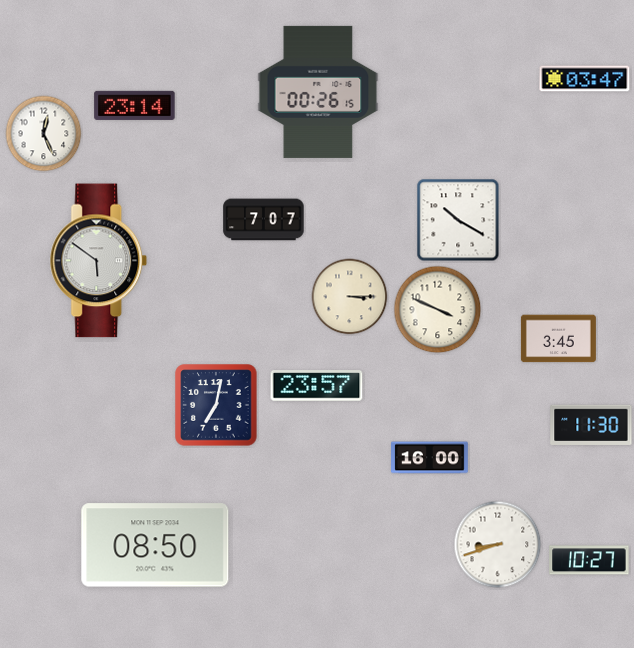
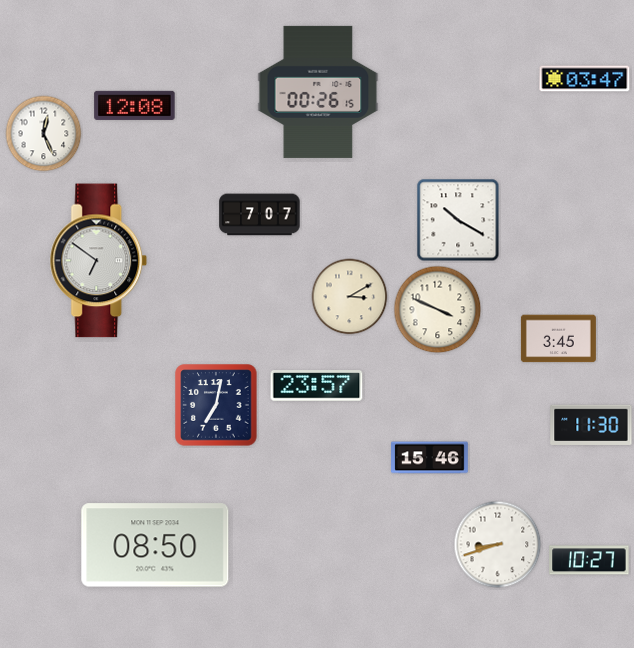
clock at (135, 105): 23:14 -> 12:08
clock at (264, 220) position: (264, 220) -> (260, 215)
clock at (99, 261): 5:51 -> 6:51
clock at (350, 297): 3:15 -> 3:10
clock at (430, 458): 16:00 -> 15:46
